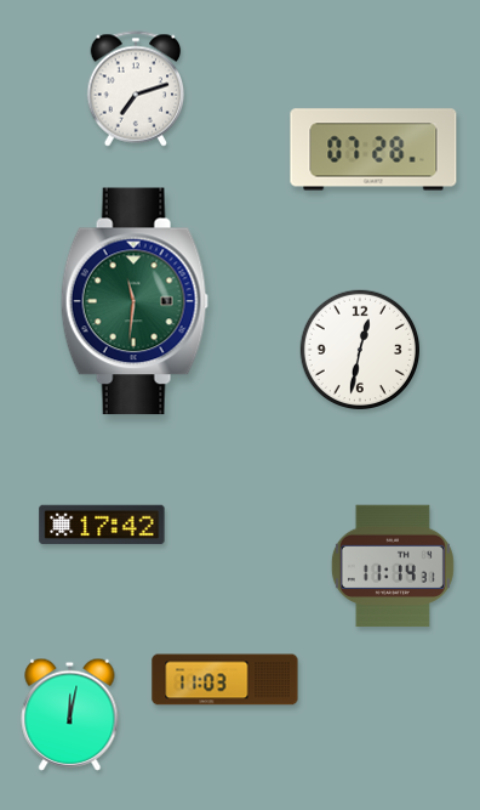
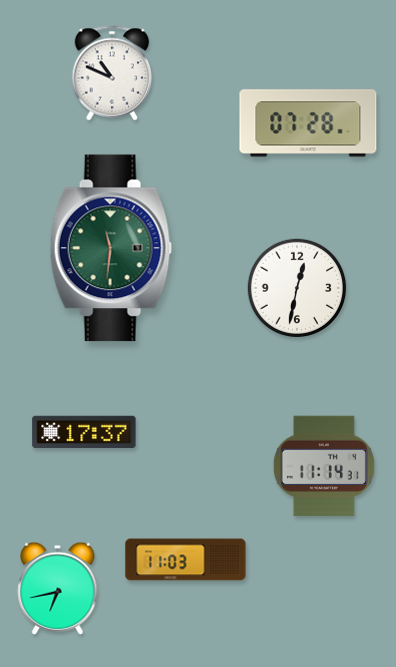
clock at (136, 89): 7:12 -> 10:49
clock at (102, 525): 17:42 -> 17:37
clock at (70, 714): 12:02 -> 6:43
